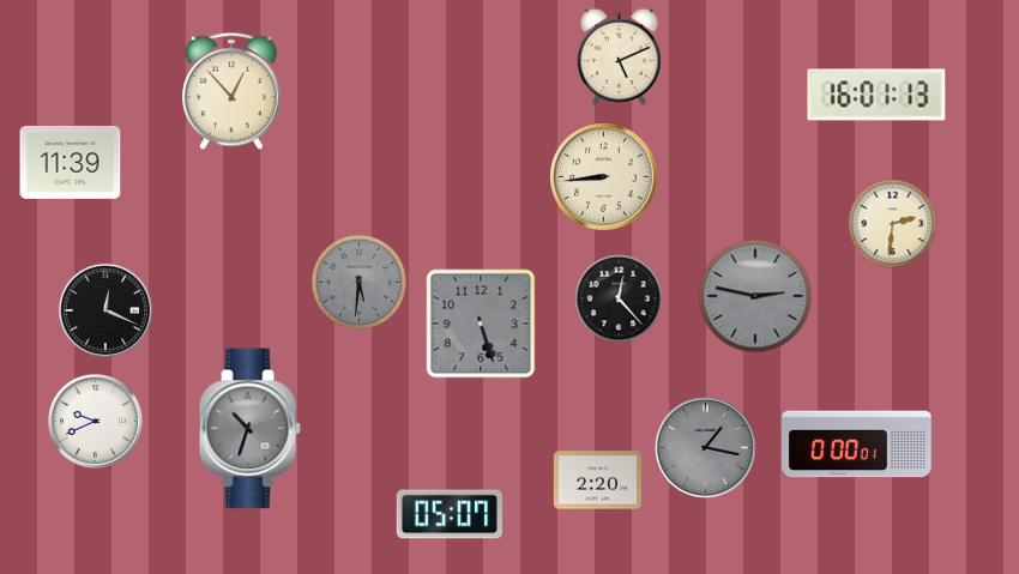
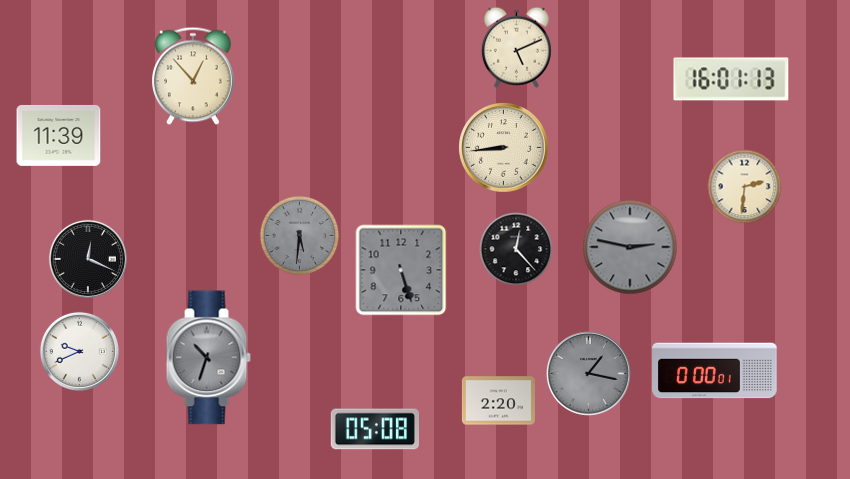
clock at (448, 514): 05:07 -> 05:08
